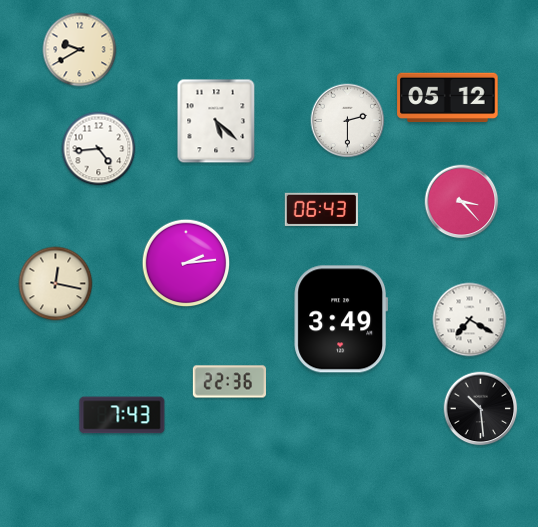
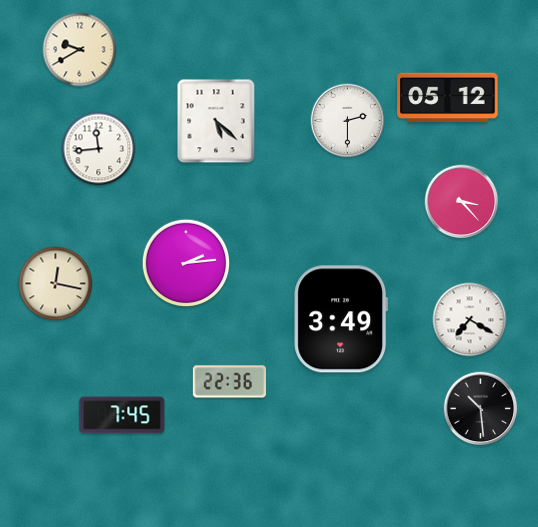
clock at (99, 149): 4:44 -> 11:44
clock at (321, 210): 06:43 -> none
clock at (122, 415): 7:43 -> 7:45
